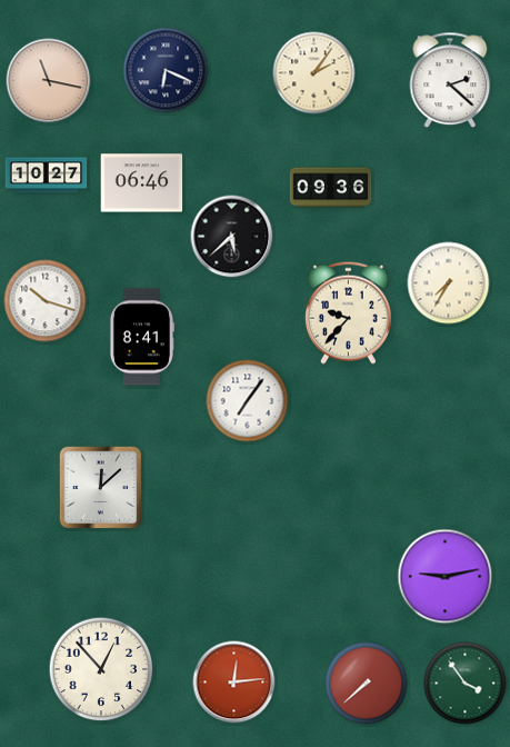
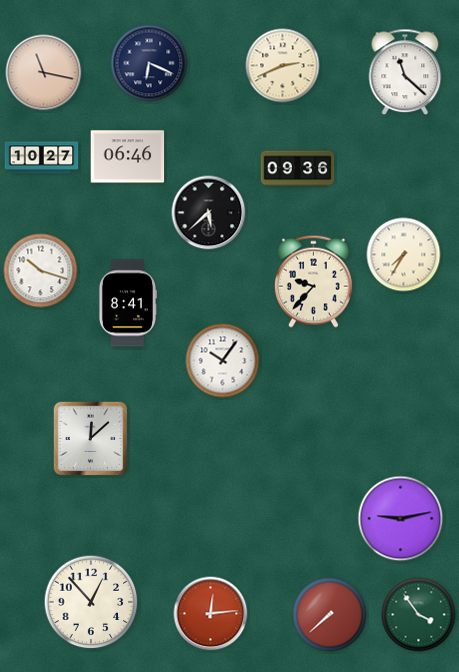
clock at (314, 73): 2:06 -> 2:41
clock at (450, 80): 2:22 -> 11:22
clock at (142, 183) position: (142, 183) -> (128, 157)
clock at (248, 401): 7:06 -> 10:06
